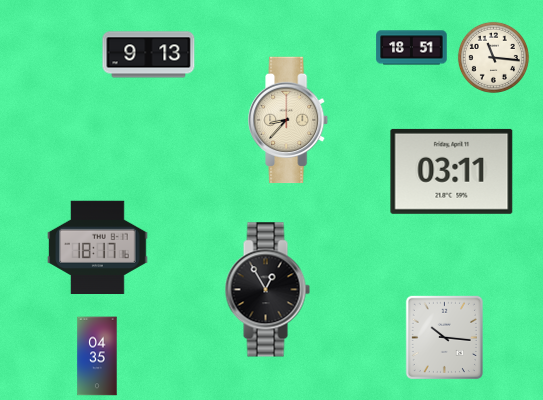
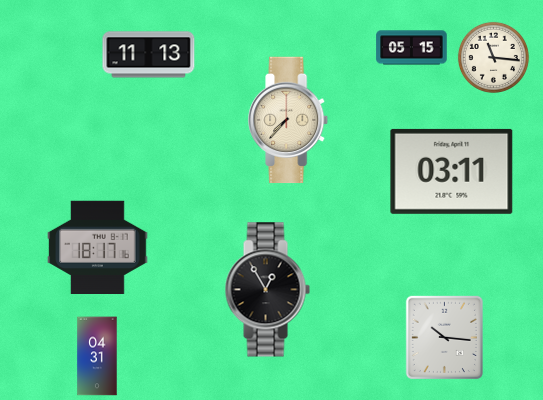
clock at (412, 48): 18:51 -> 05:15
clock at (149, 55): 9:13 -> 11:13
clock at (289, 120): 8:37 -> 7:37
clock at (97, 356): 04:35 -> 04:31
